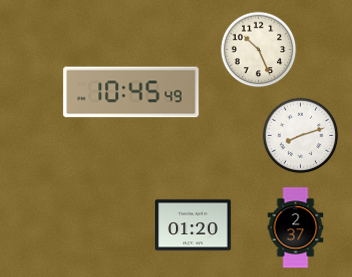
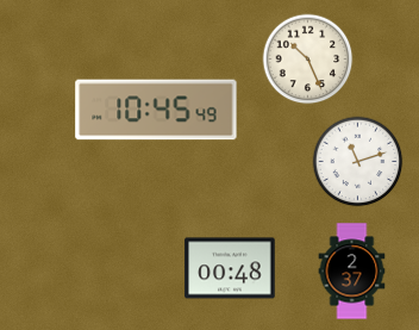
clock at (301, 136): 8:12 -> 11:12
clock at (193, 225): 01:20 -> 00:48
